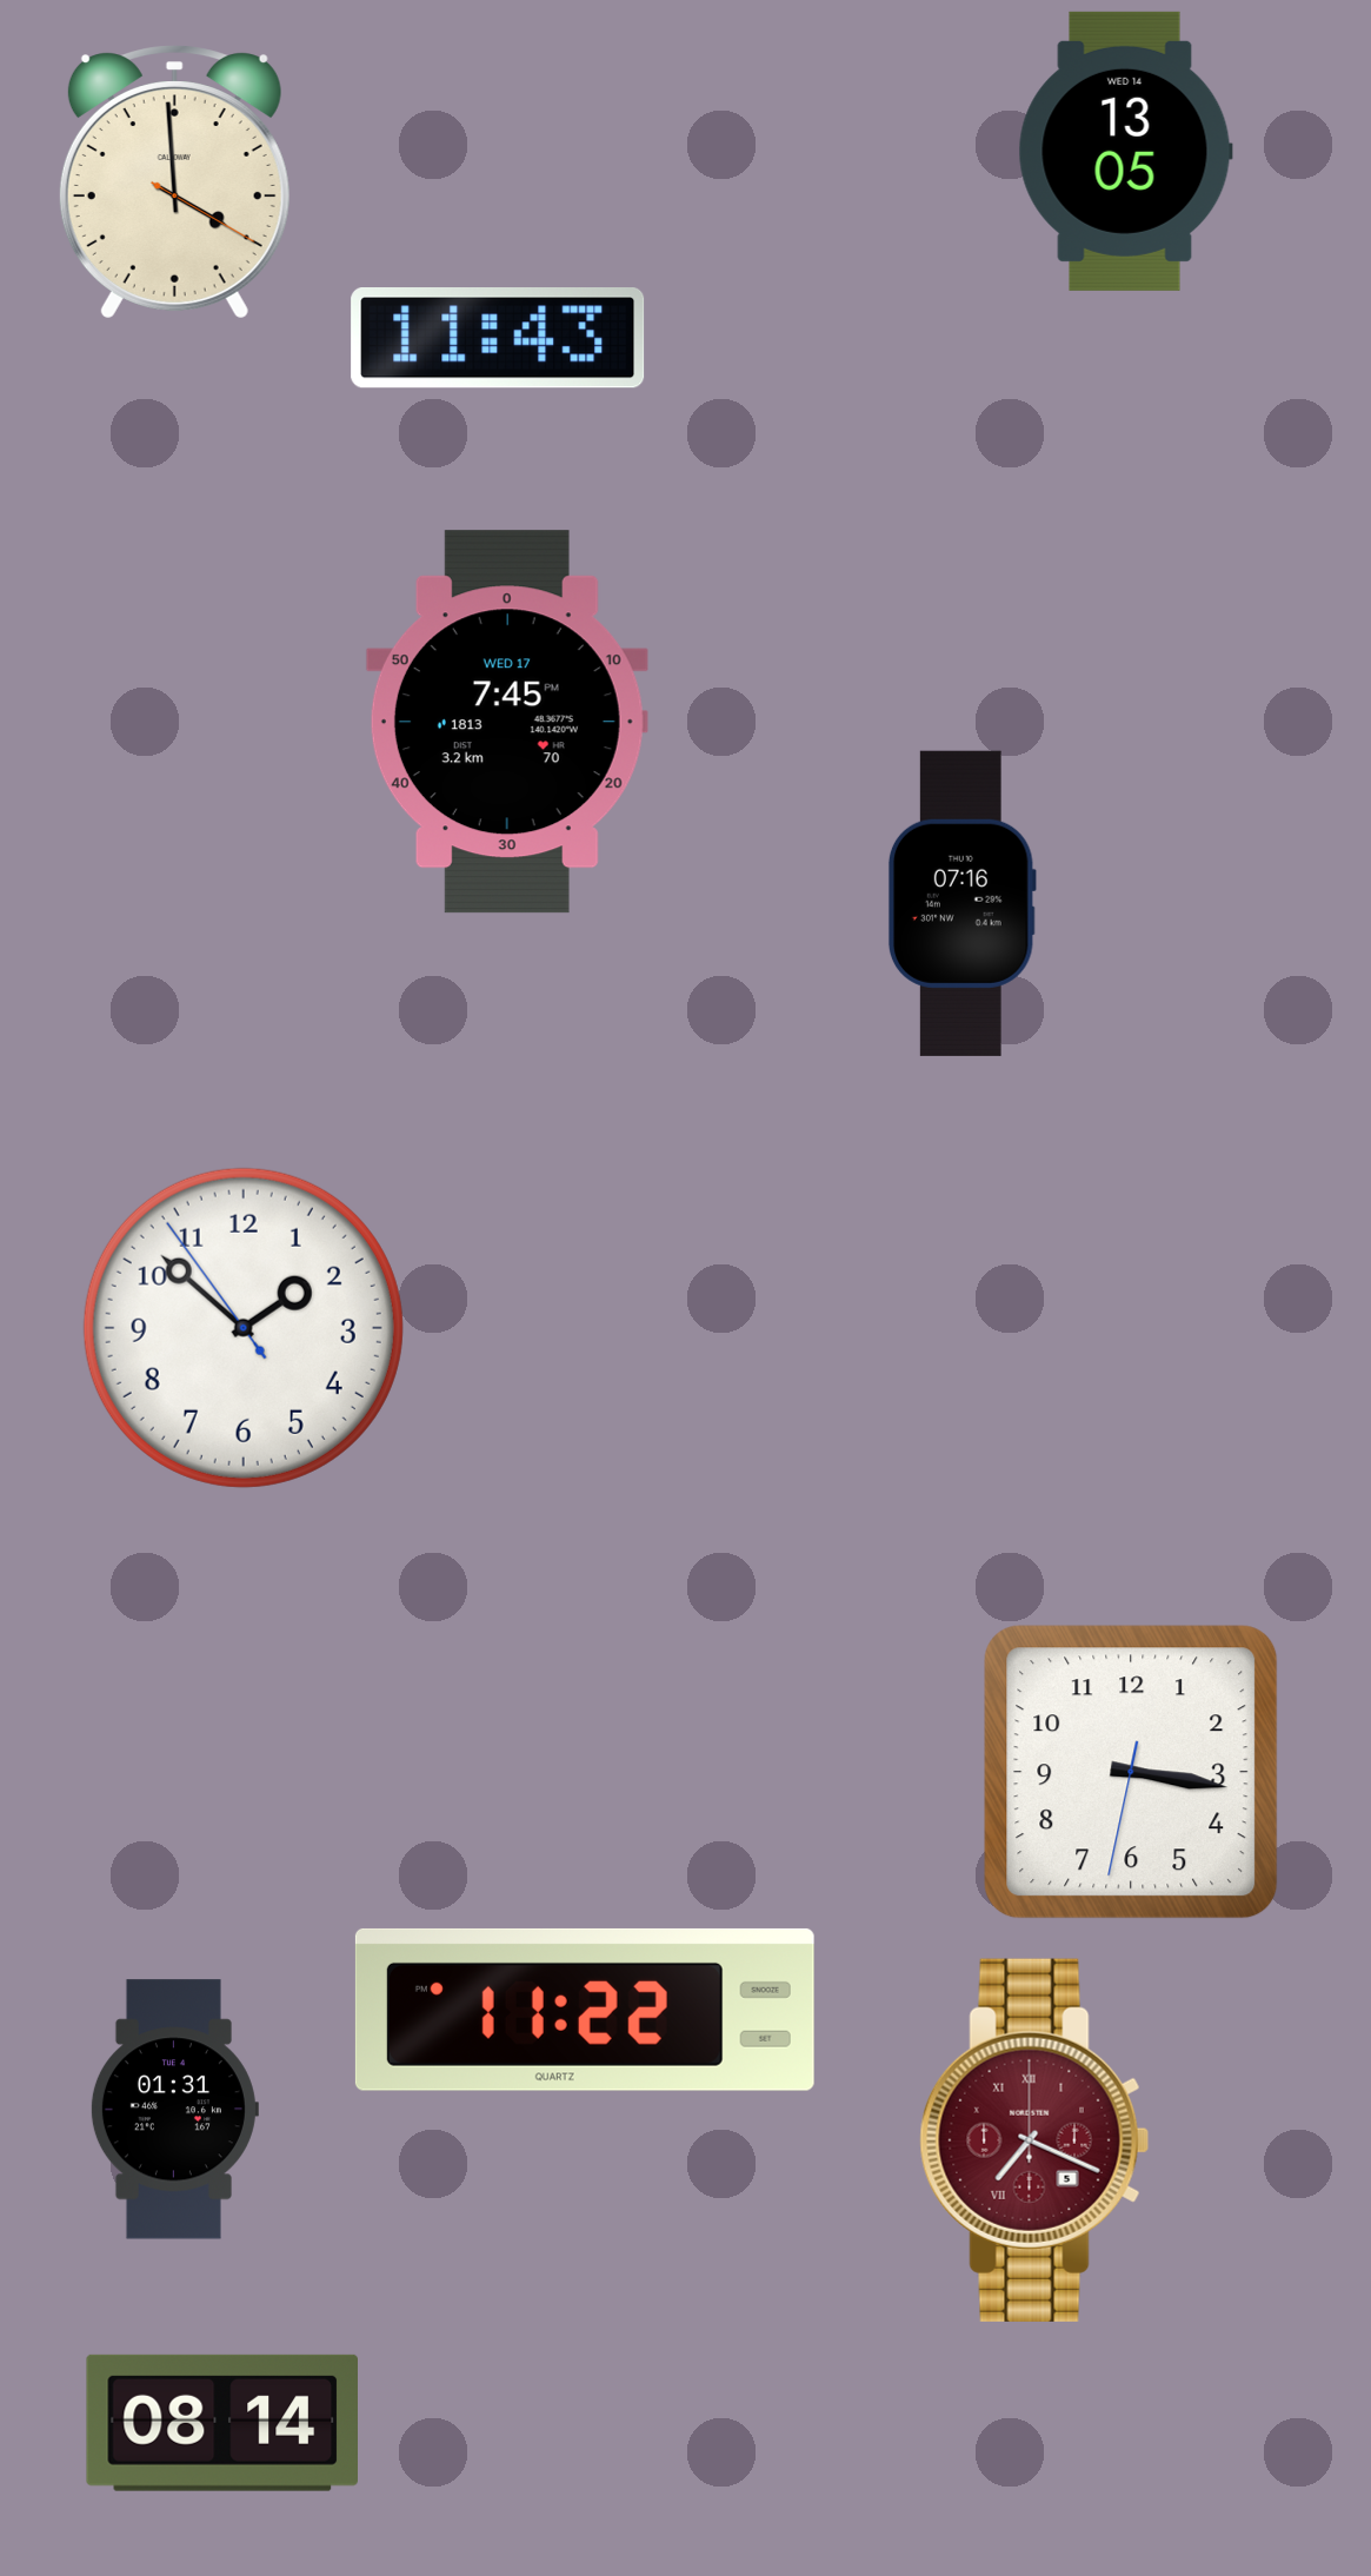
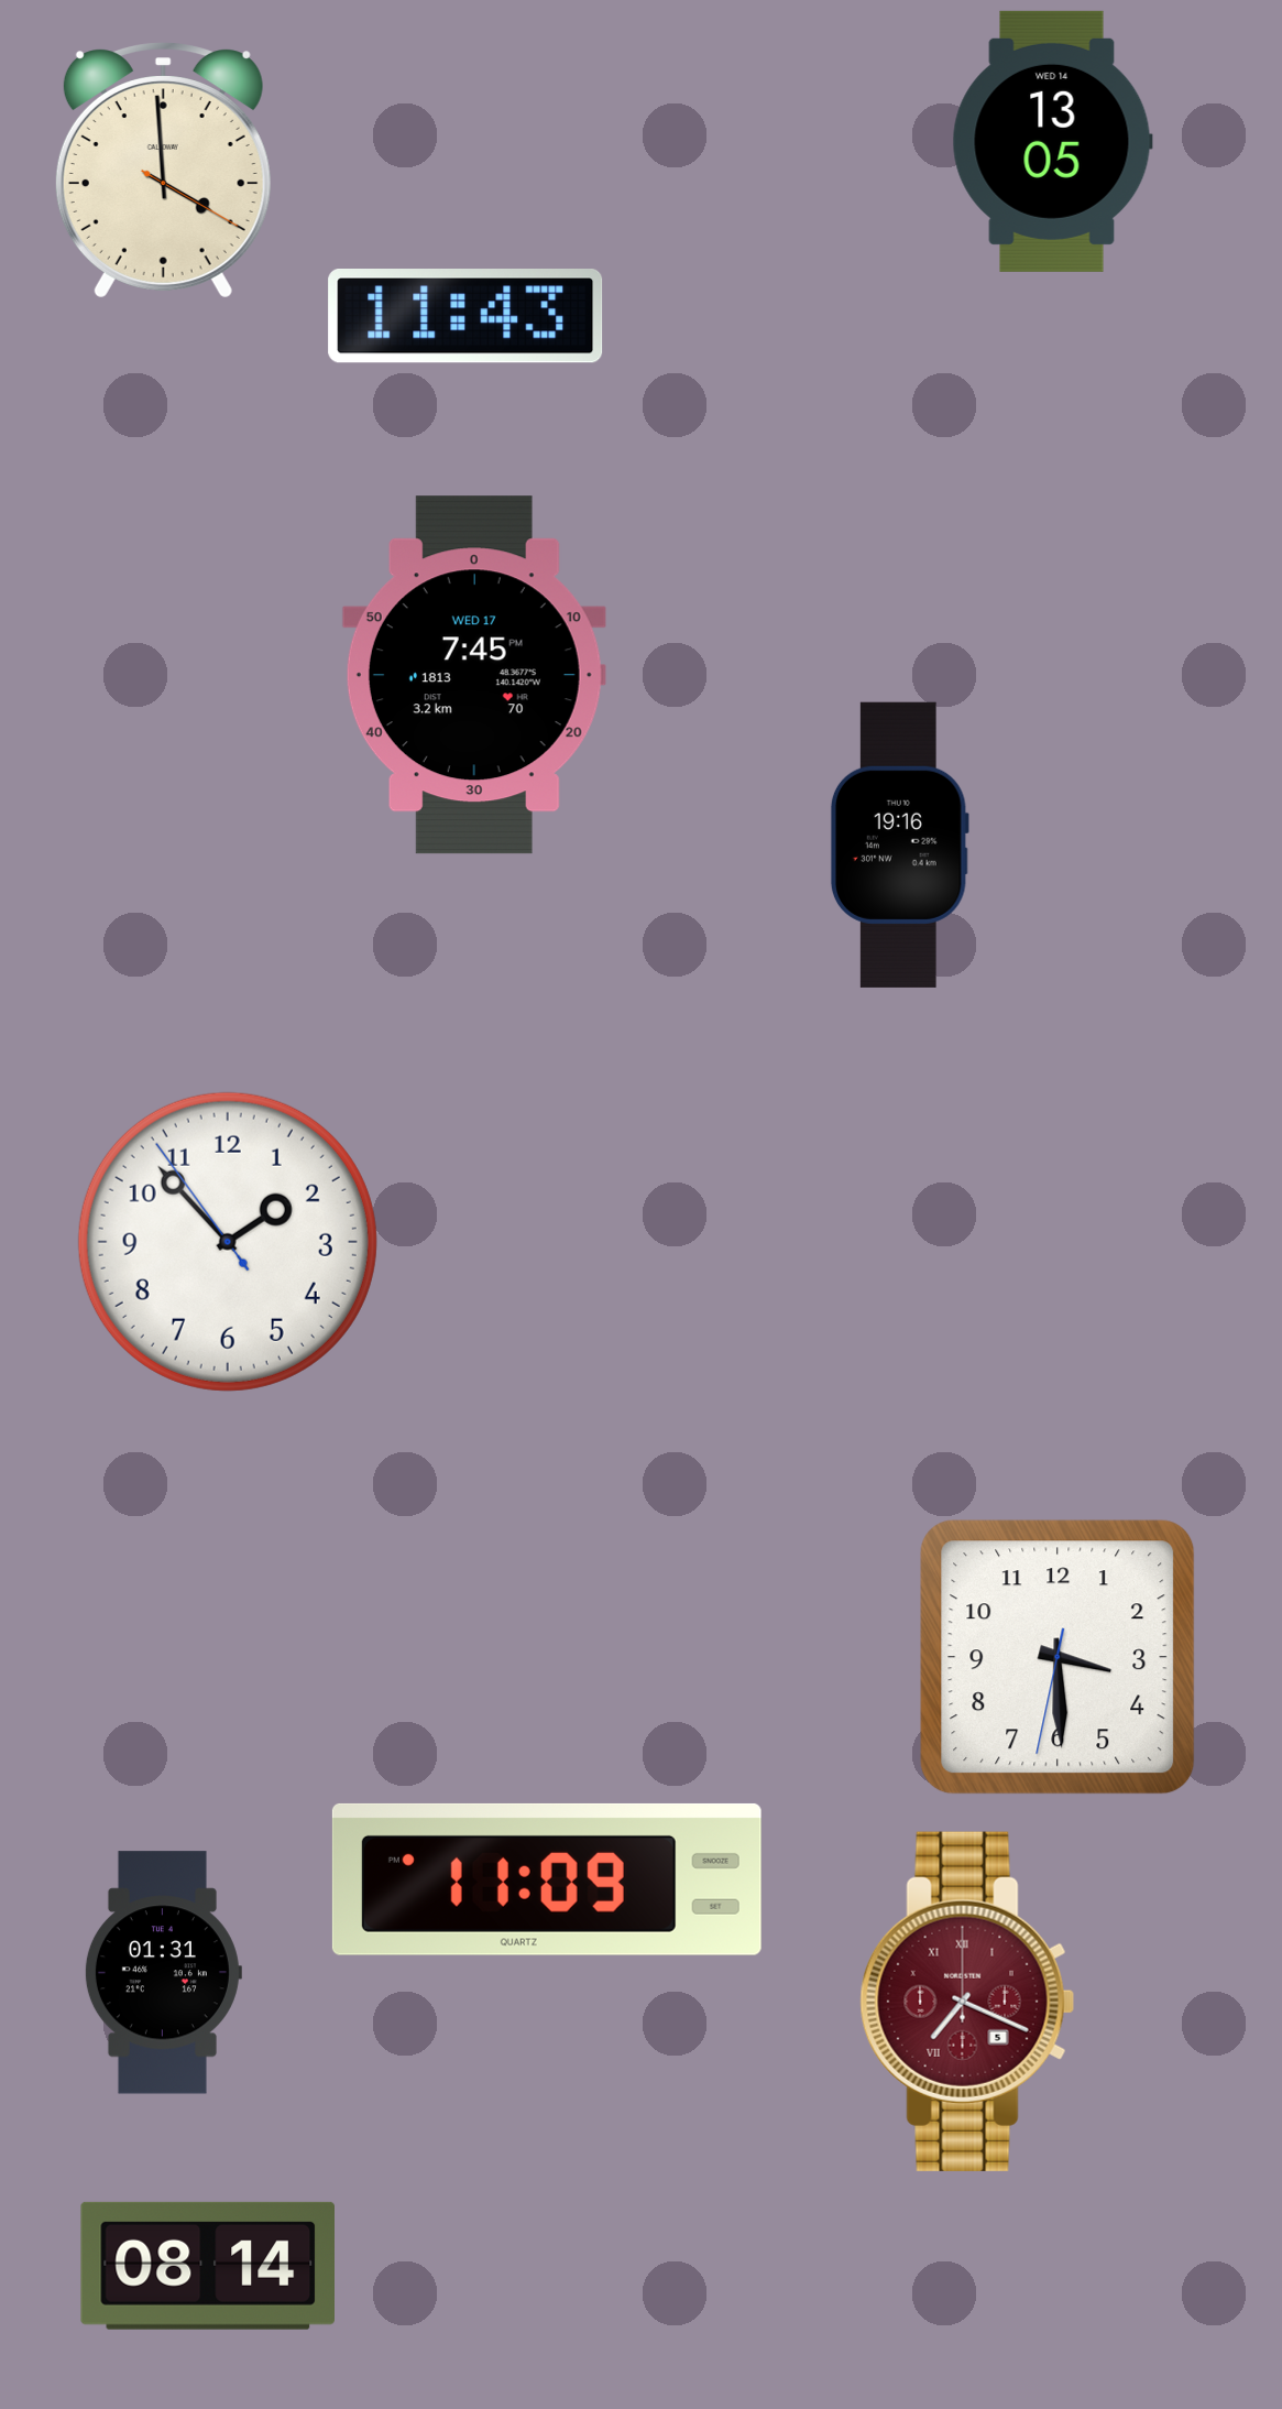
clock at (961, 903): 07:16 -> 19:16
clock at (244, 1328): 1:51 -> 1:52
clock at (1131, 1772): 3:16 -> 3:29
clock at (585, 2010): 11:22 -> 11:09
